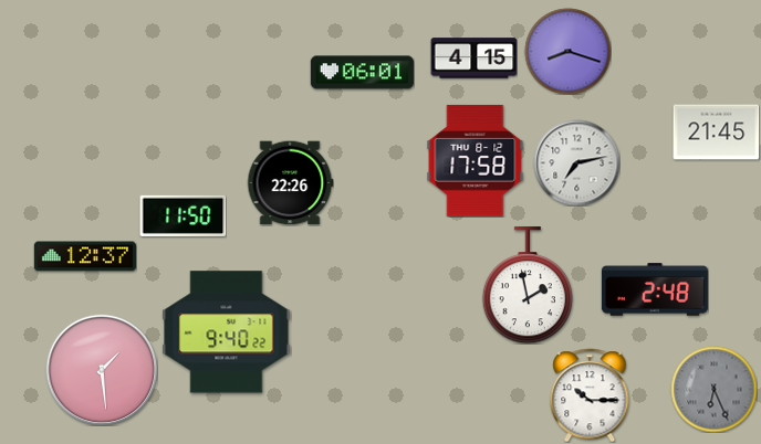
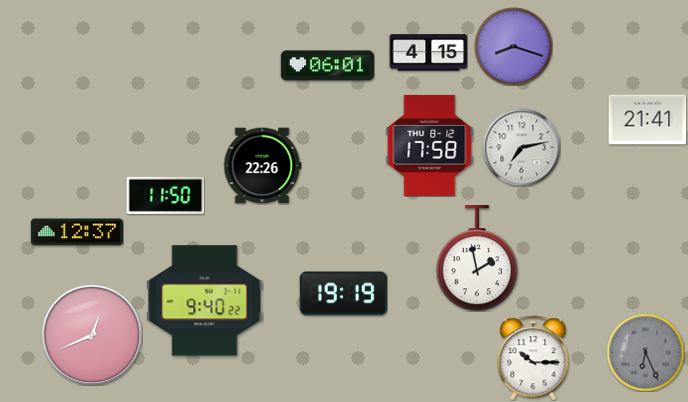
clock at (716, 133): 21:45 -> 21:41
clock at (655, 289): 2:48 -> none
clock at (343, 294): none -> 19:19
clock at (102, 370): 1:29 -> 12:41
